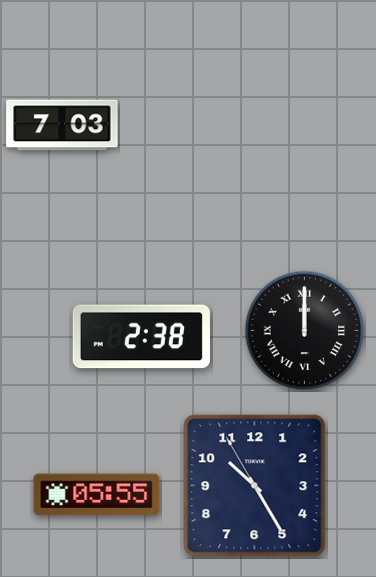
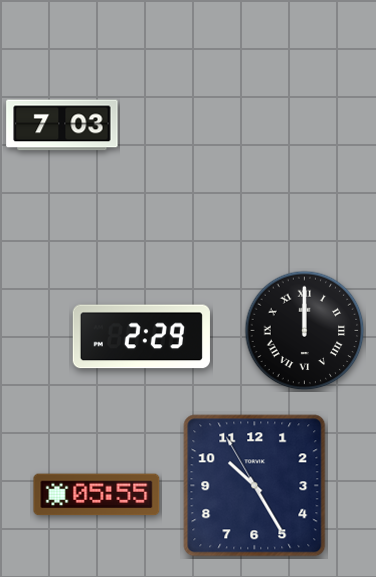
clock at (141, 337): 2:38 -> 2:29
